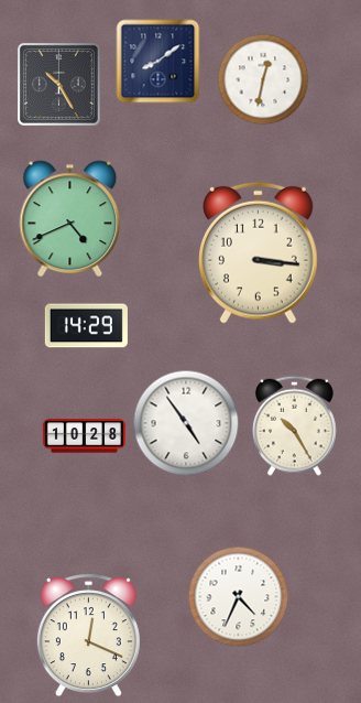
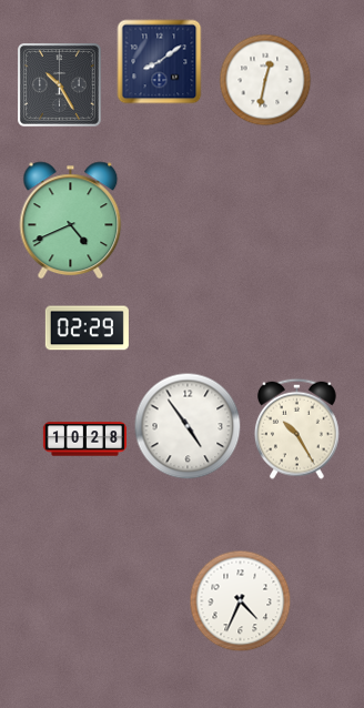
clock at (259, 252): 3:16 -> none
clock at (86, 326): 14:29 -> 02:29
clock at (88, 636): 12:19 -> none
